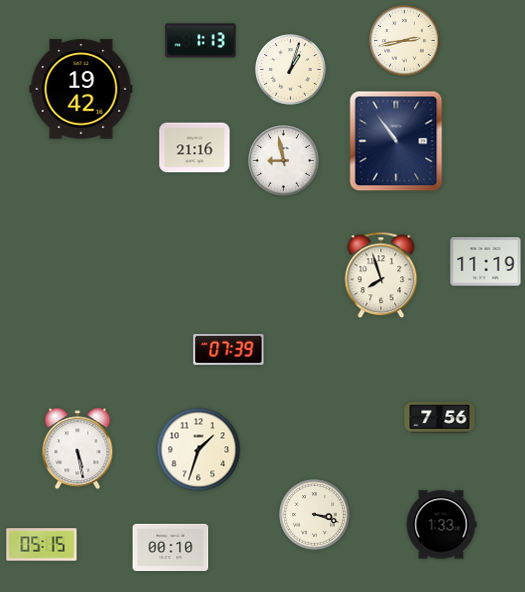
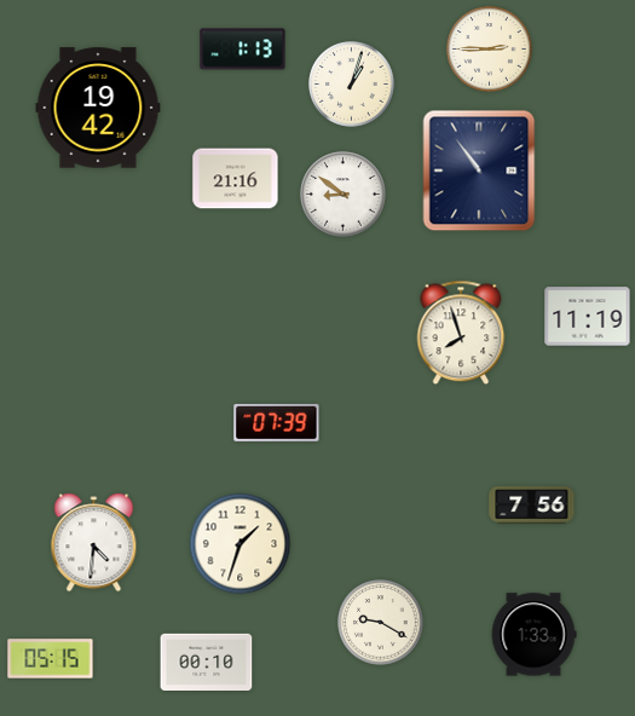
clock at (405, 41): 2:43 -> 2:45
clock at (284, 161): 8:58 -> 8:51
clock at (78, 449): 5:28 -> 4:31
clock at (315, 515): 3:18 -> 9:20
